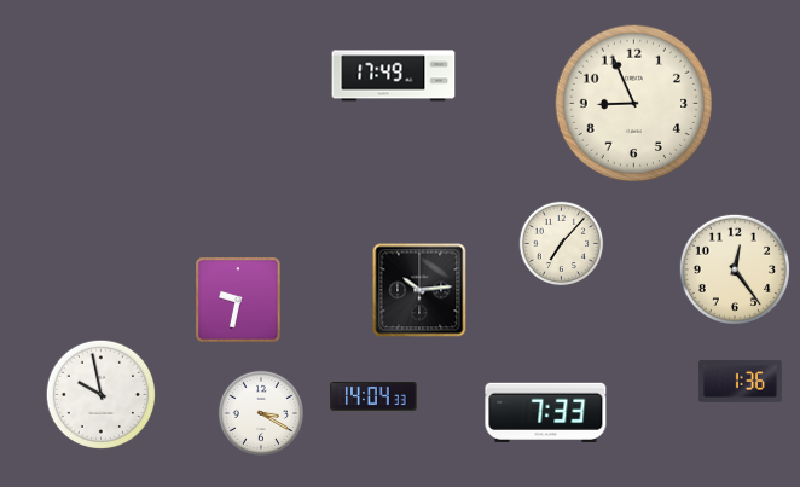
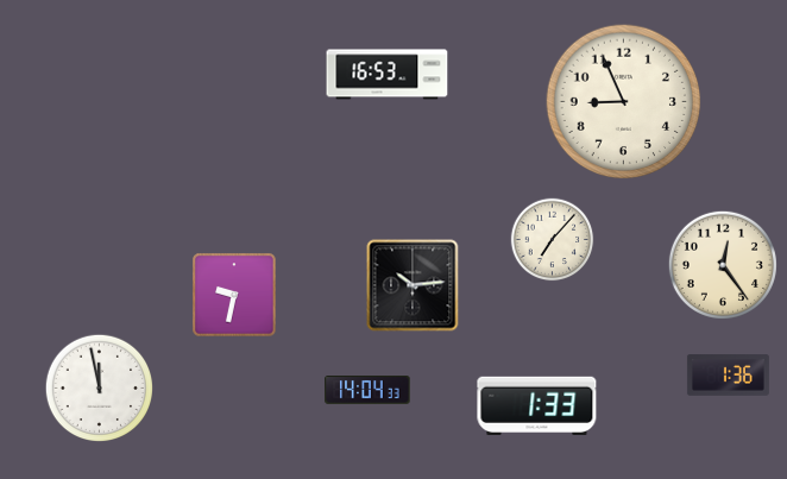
clock at (394, 76): 17:49 -> 16:53
clock at (102, 395): 9:58 -> 11:58
clock at (260, 412): 3:20 -> none
clock at (546, 412): 7:33 -> 1:33
